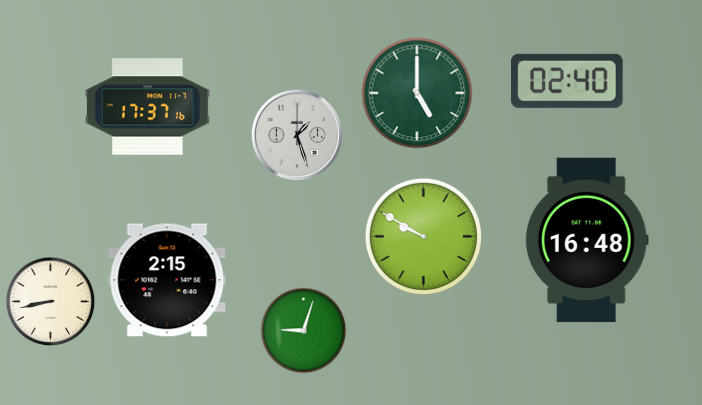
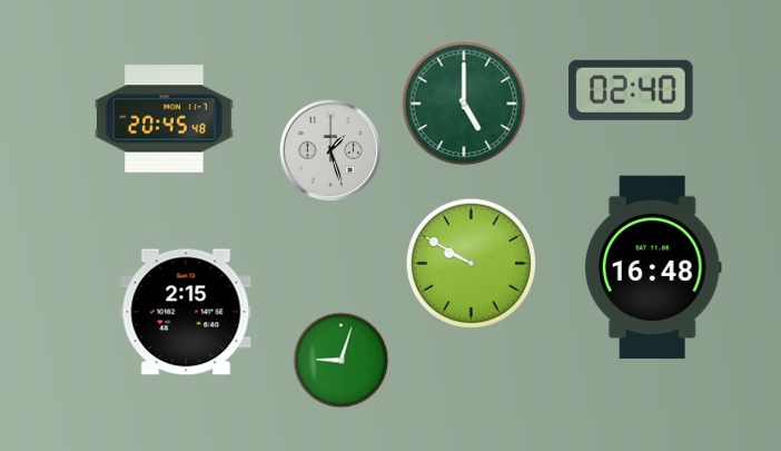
clock at (147, 107): 17:37 -> 20:45
clock at (51, 302): 8:43 -> none
clock at (304, 331) position: (304, 331) -> (342, 361)
